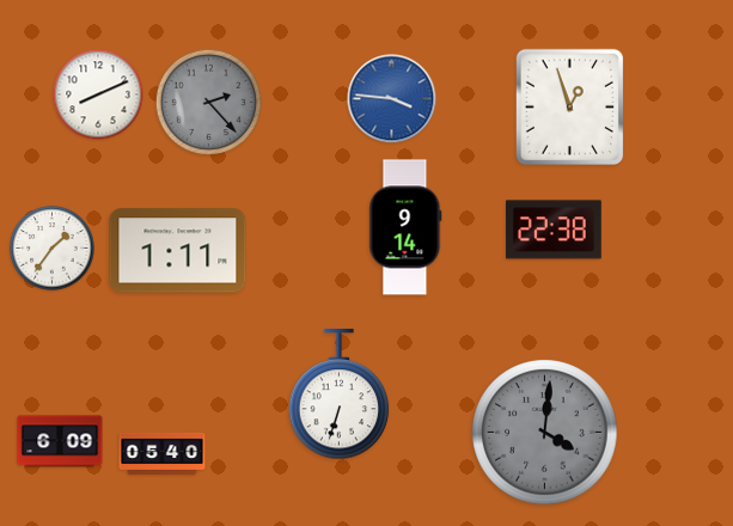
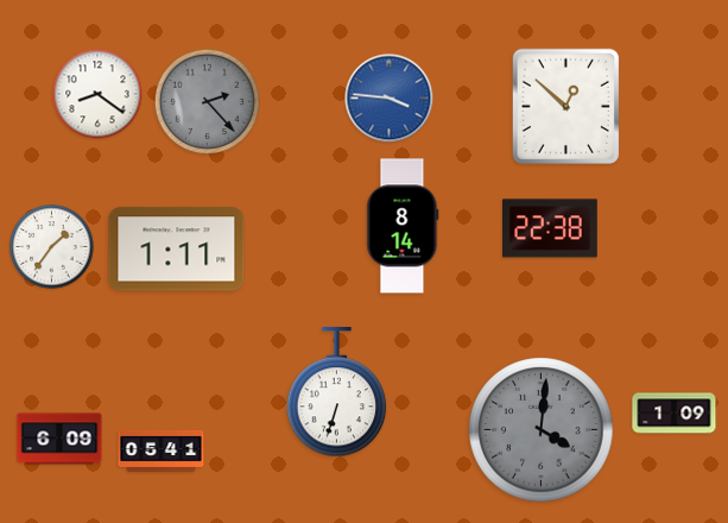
clock at (98, 94): 8:11 -> 8:21
clock at (569, 106): 12:57 -> 12:52
clock at (405, 227): 9:14 -> 8:14
clock at (675, 414): none -> 1:09
clock at (163, 453): 05:40 -> 05:41
